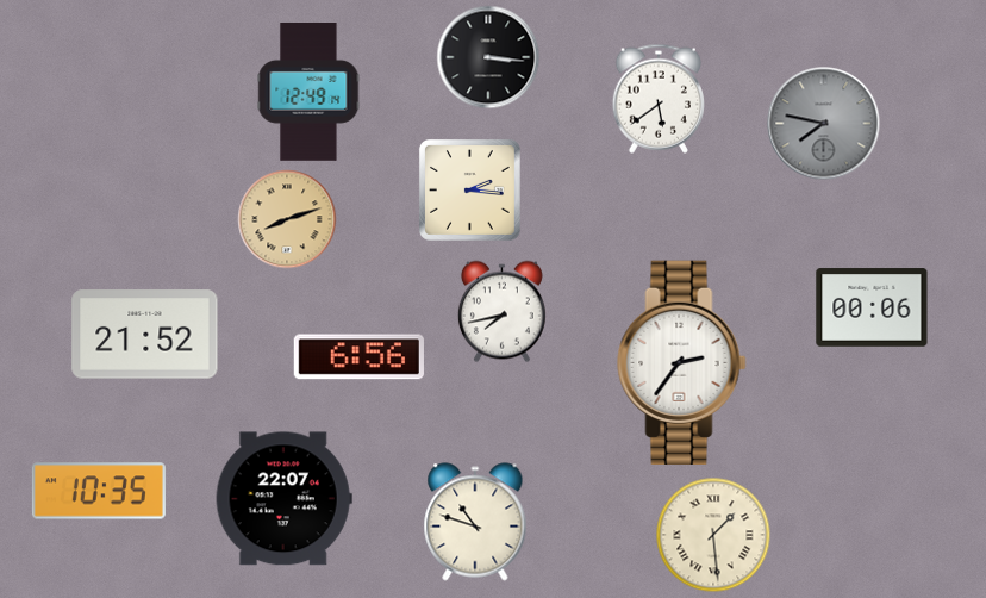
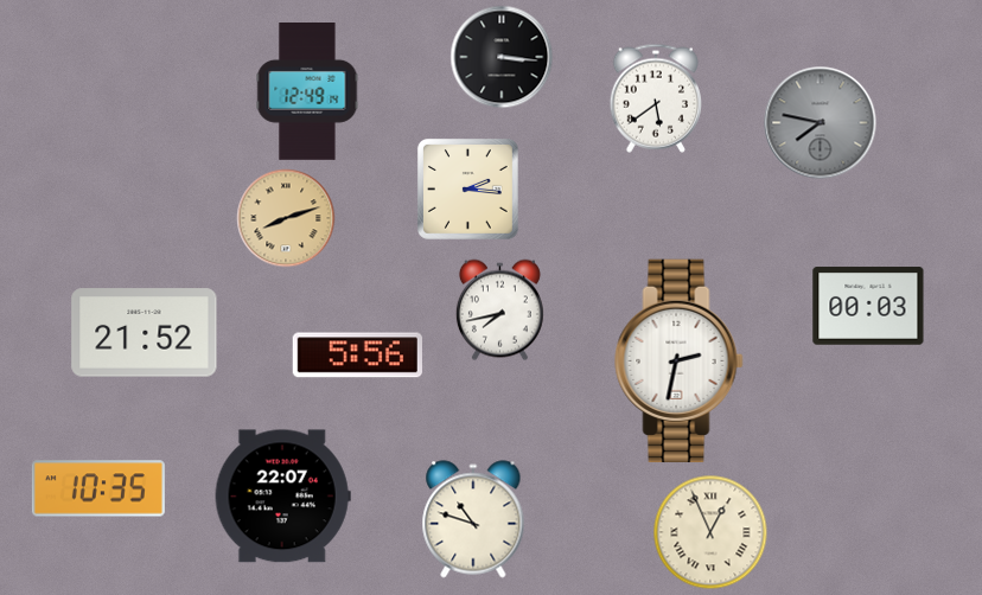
clock at (488, 57) position: (488, 57) -> (502, 57)
clock at (872, 307): 00:06 -> 00:03
clock at (358, 357): 6:56 -> 5:56
clock at (682, 362): 2:36 -> 2:32
clock at (713, 535): 1:29 -> 12:56
